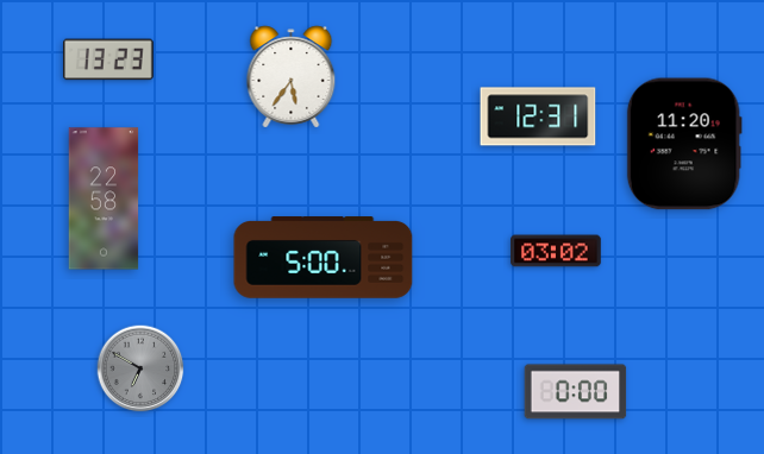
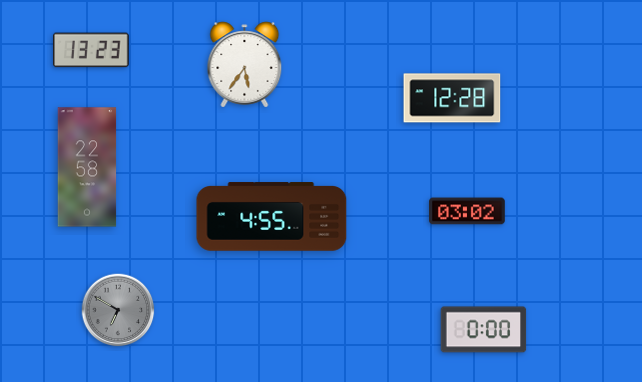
clock at (538, 116): 12:31 -> 12:28
clock at (684, 144): 11:20 -> none
clock at (324, 258): 5:00 -> 4:55
